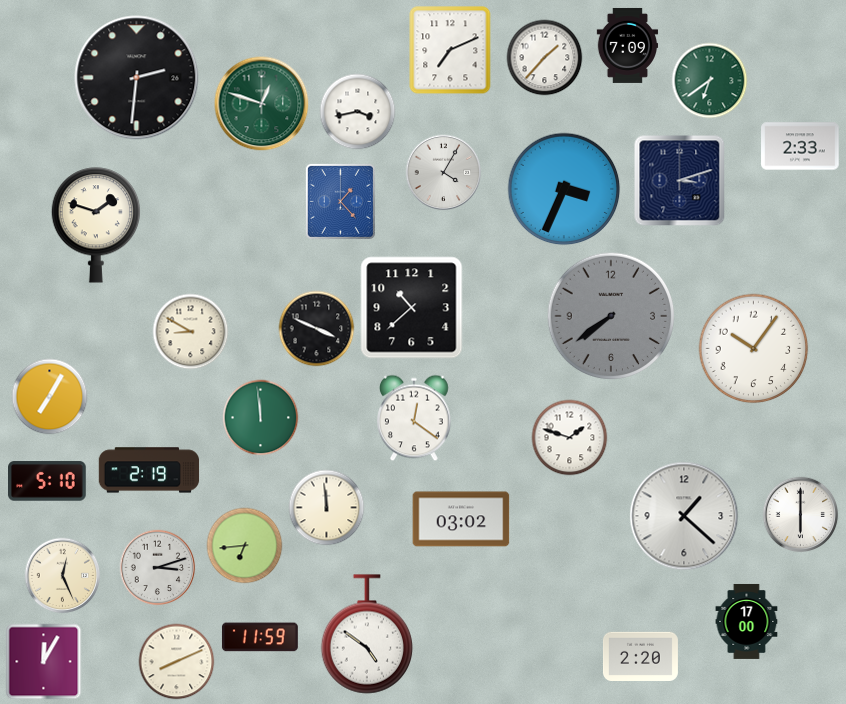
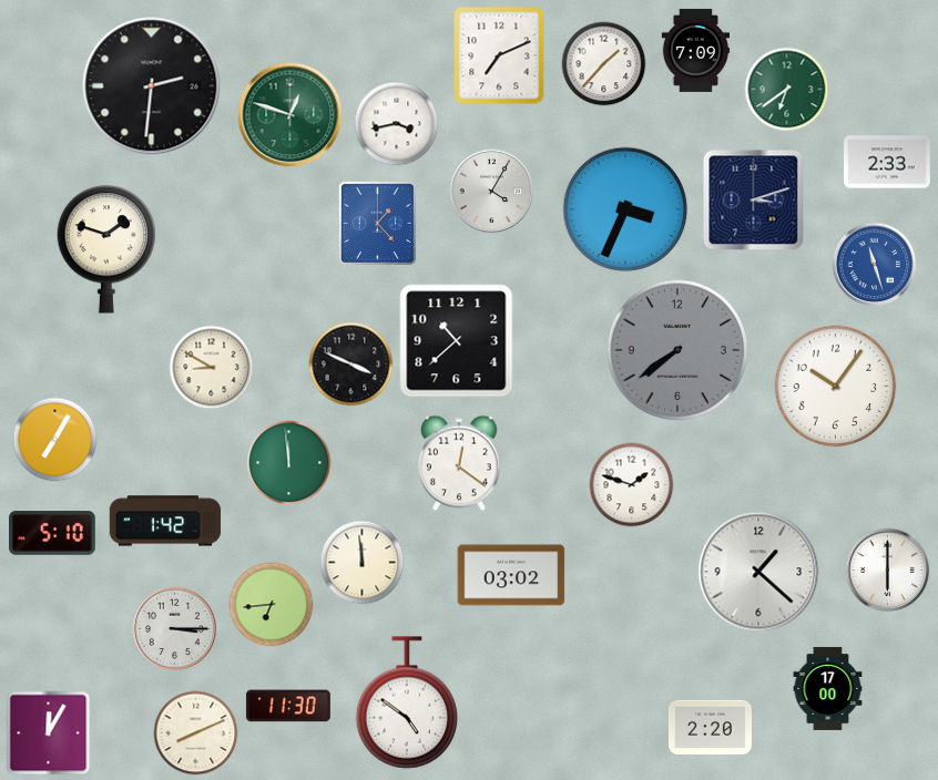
clock at (875, 265): none -> 11:27
clock at (149, 470): 2:19 -> 1:42
clock at (158, 568): 3:12 -> 3:15
clock at (63, 576): 12:26 -> none
clock at (260, 637): 11:59 -> 11:30
